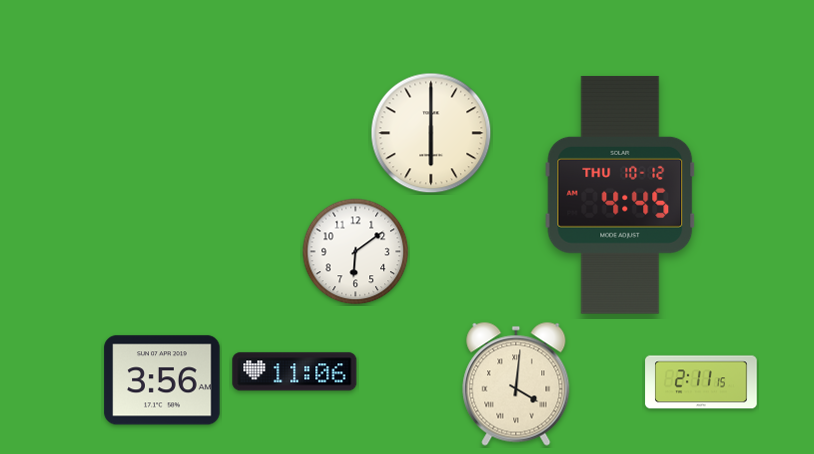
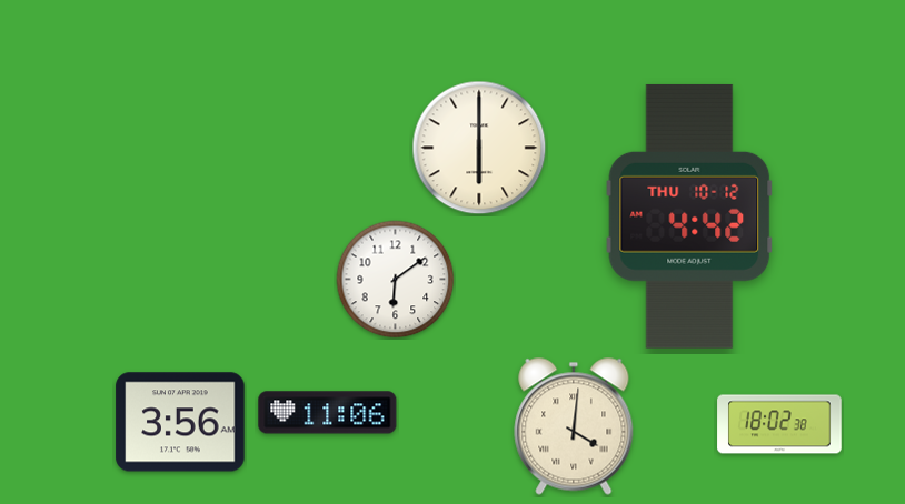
clock at (620, 195): 4:45 -> 4:42
clock at (701, 382): 2:11 -> 18:02
